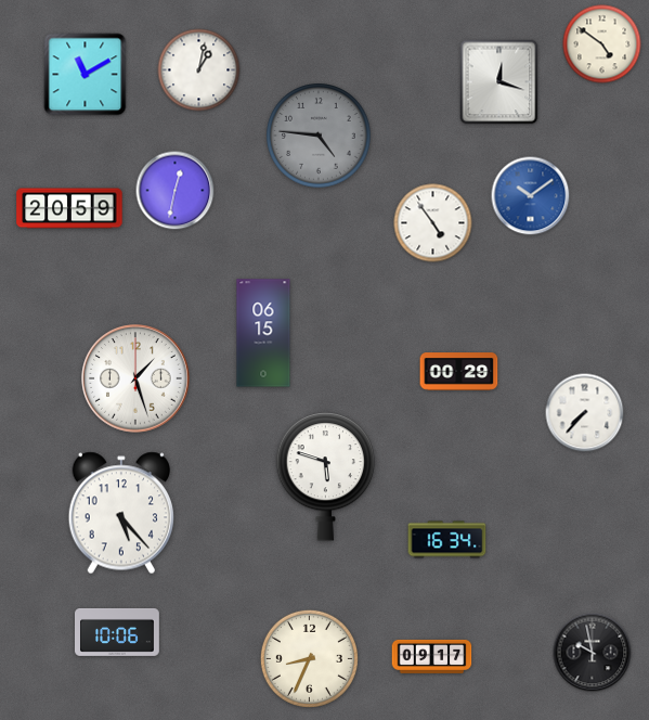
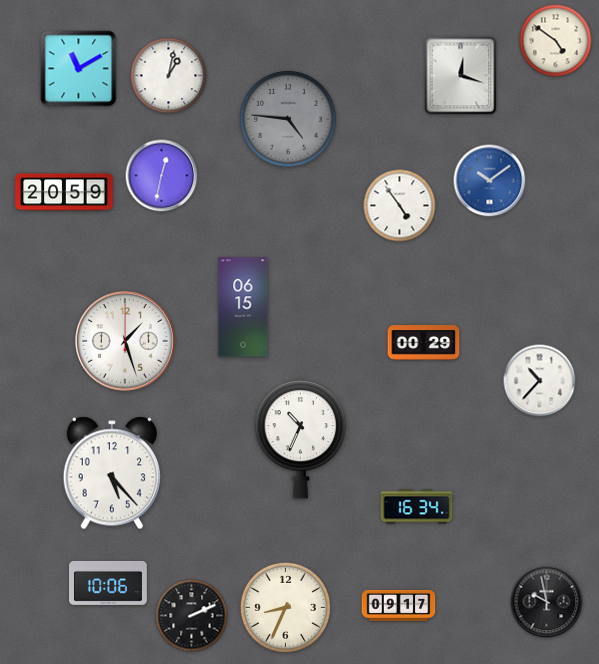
clock at (199, 70) position: (199, 70) -> (169, 76)
clock at (319, 136) position: (319, 136) -> (288, 119)
clock at (135, 378) position: (135, 378) -> (125, 341)
clock at (585, 413): 7:37 -> 10:37
clock at (326, 477): 5:48 -> 10:34
clock at (447, 540) position: (447, 540) -> (417, 507)
clock at (192, 616): none -> 2:11
